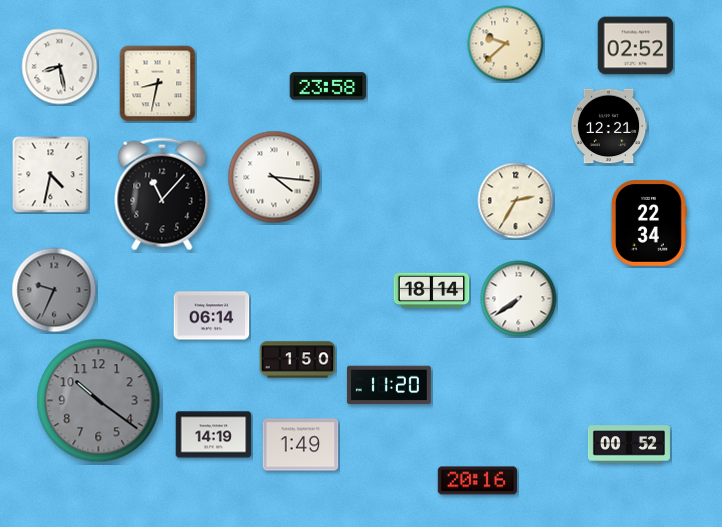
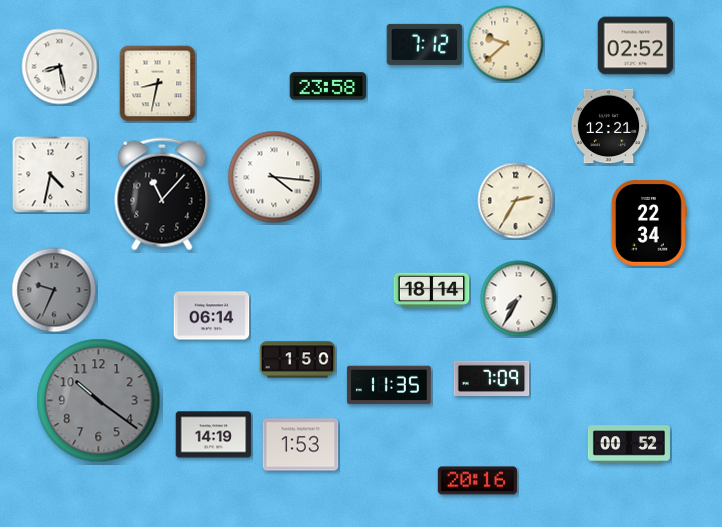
clock at (425, 44): none -> 7:12
clock at (519, 299): 7:39 -> 7:35
clock at (492, 378): none -> 7:09
clock at (389, 385): 11:20 -> 11:35
clock at (301, 445): 1:49 -> 1:53
